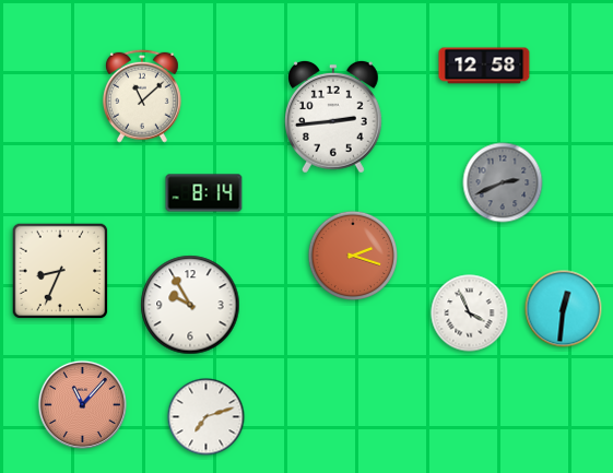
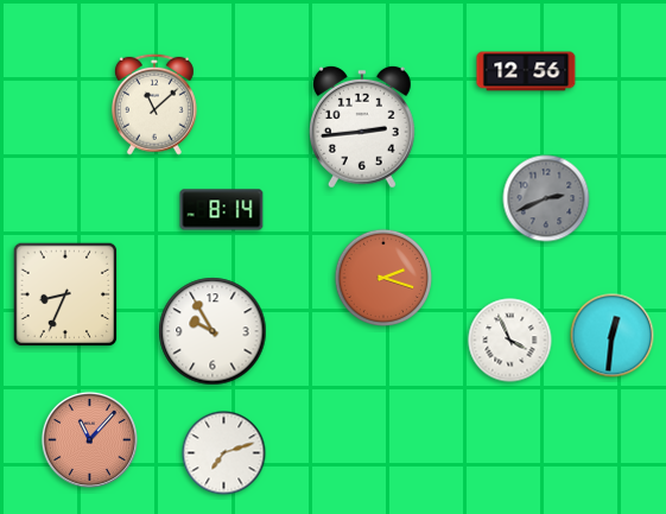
clock at (484, 66): 12:58 -> 12:56
clock at (190, 305) position: (190, 305) -> (213, 331)
